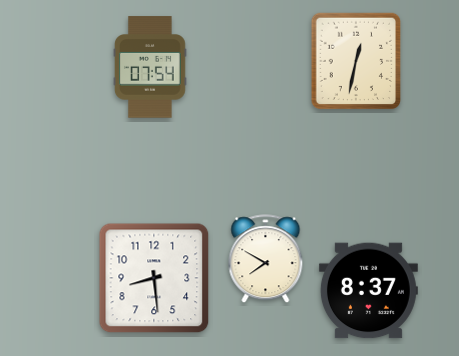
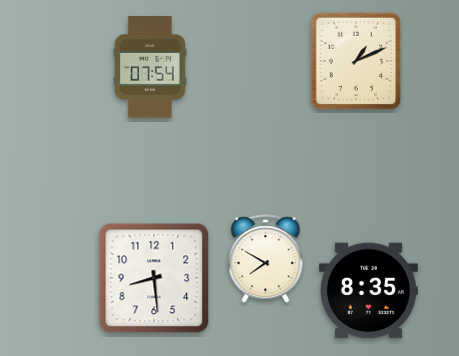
clock at (356, 61): 12:32 -> 1:11
clock at (368, 291): 8:37 -> 8:35
